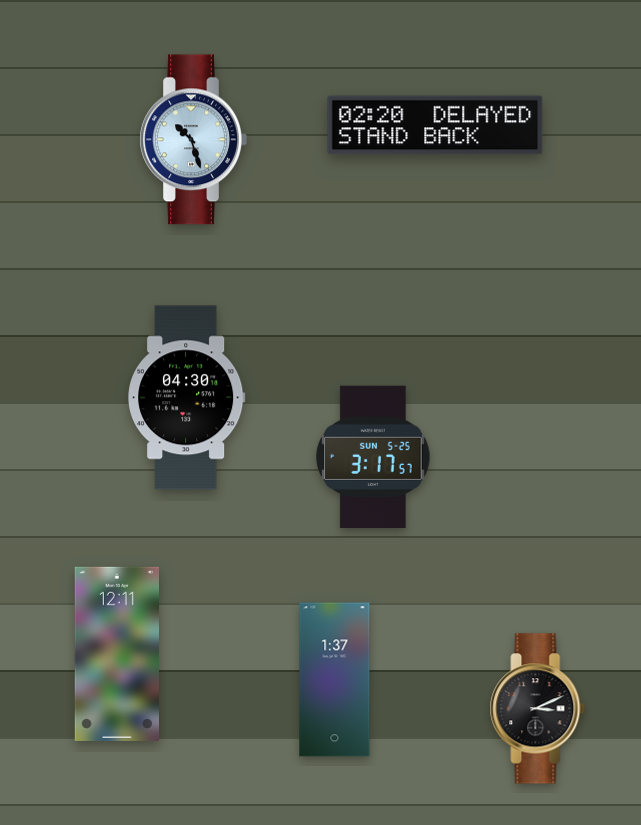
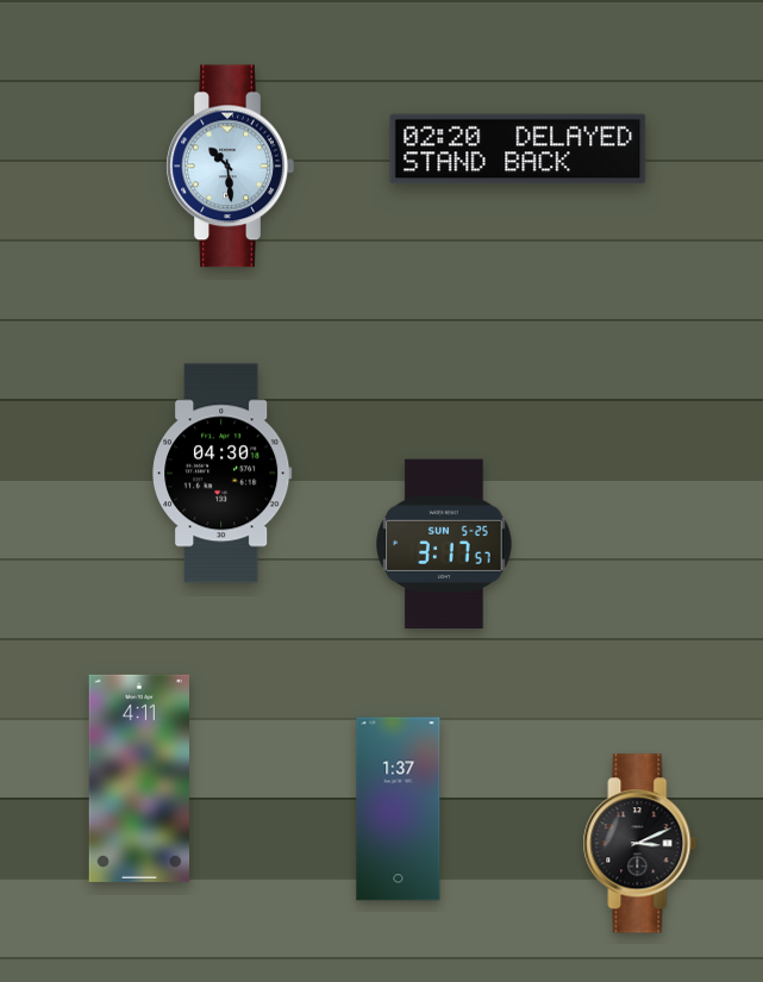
clock at (193, 140): 10:27 -> 10:29
clock at (116, 654): 12:11 -> 4:11
